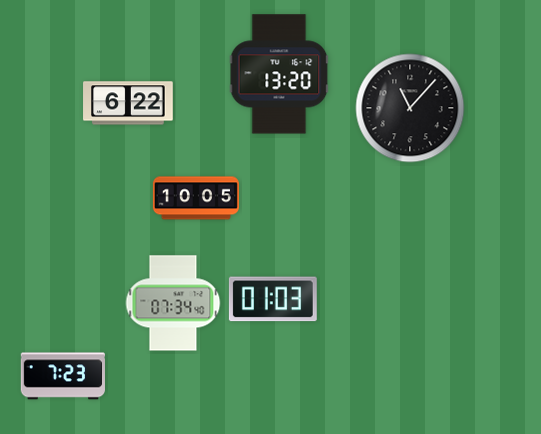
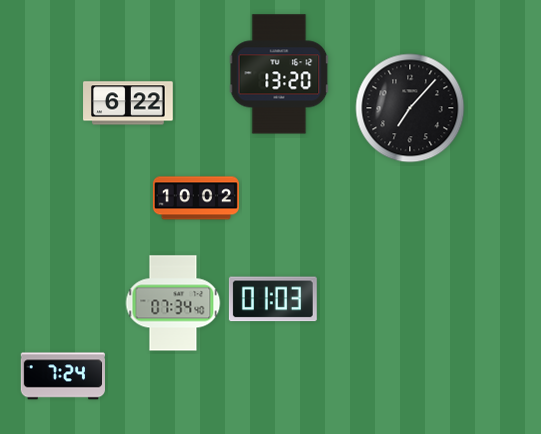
clock at (410, 108): 11:07 -> 7:07
clock at (196, 198): 10:05 -> 10:02
clock at (63, 376): 7:23 -> 7:24
